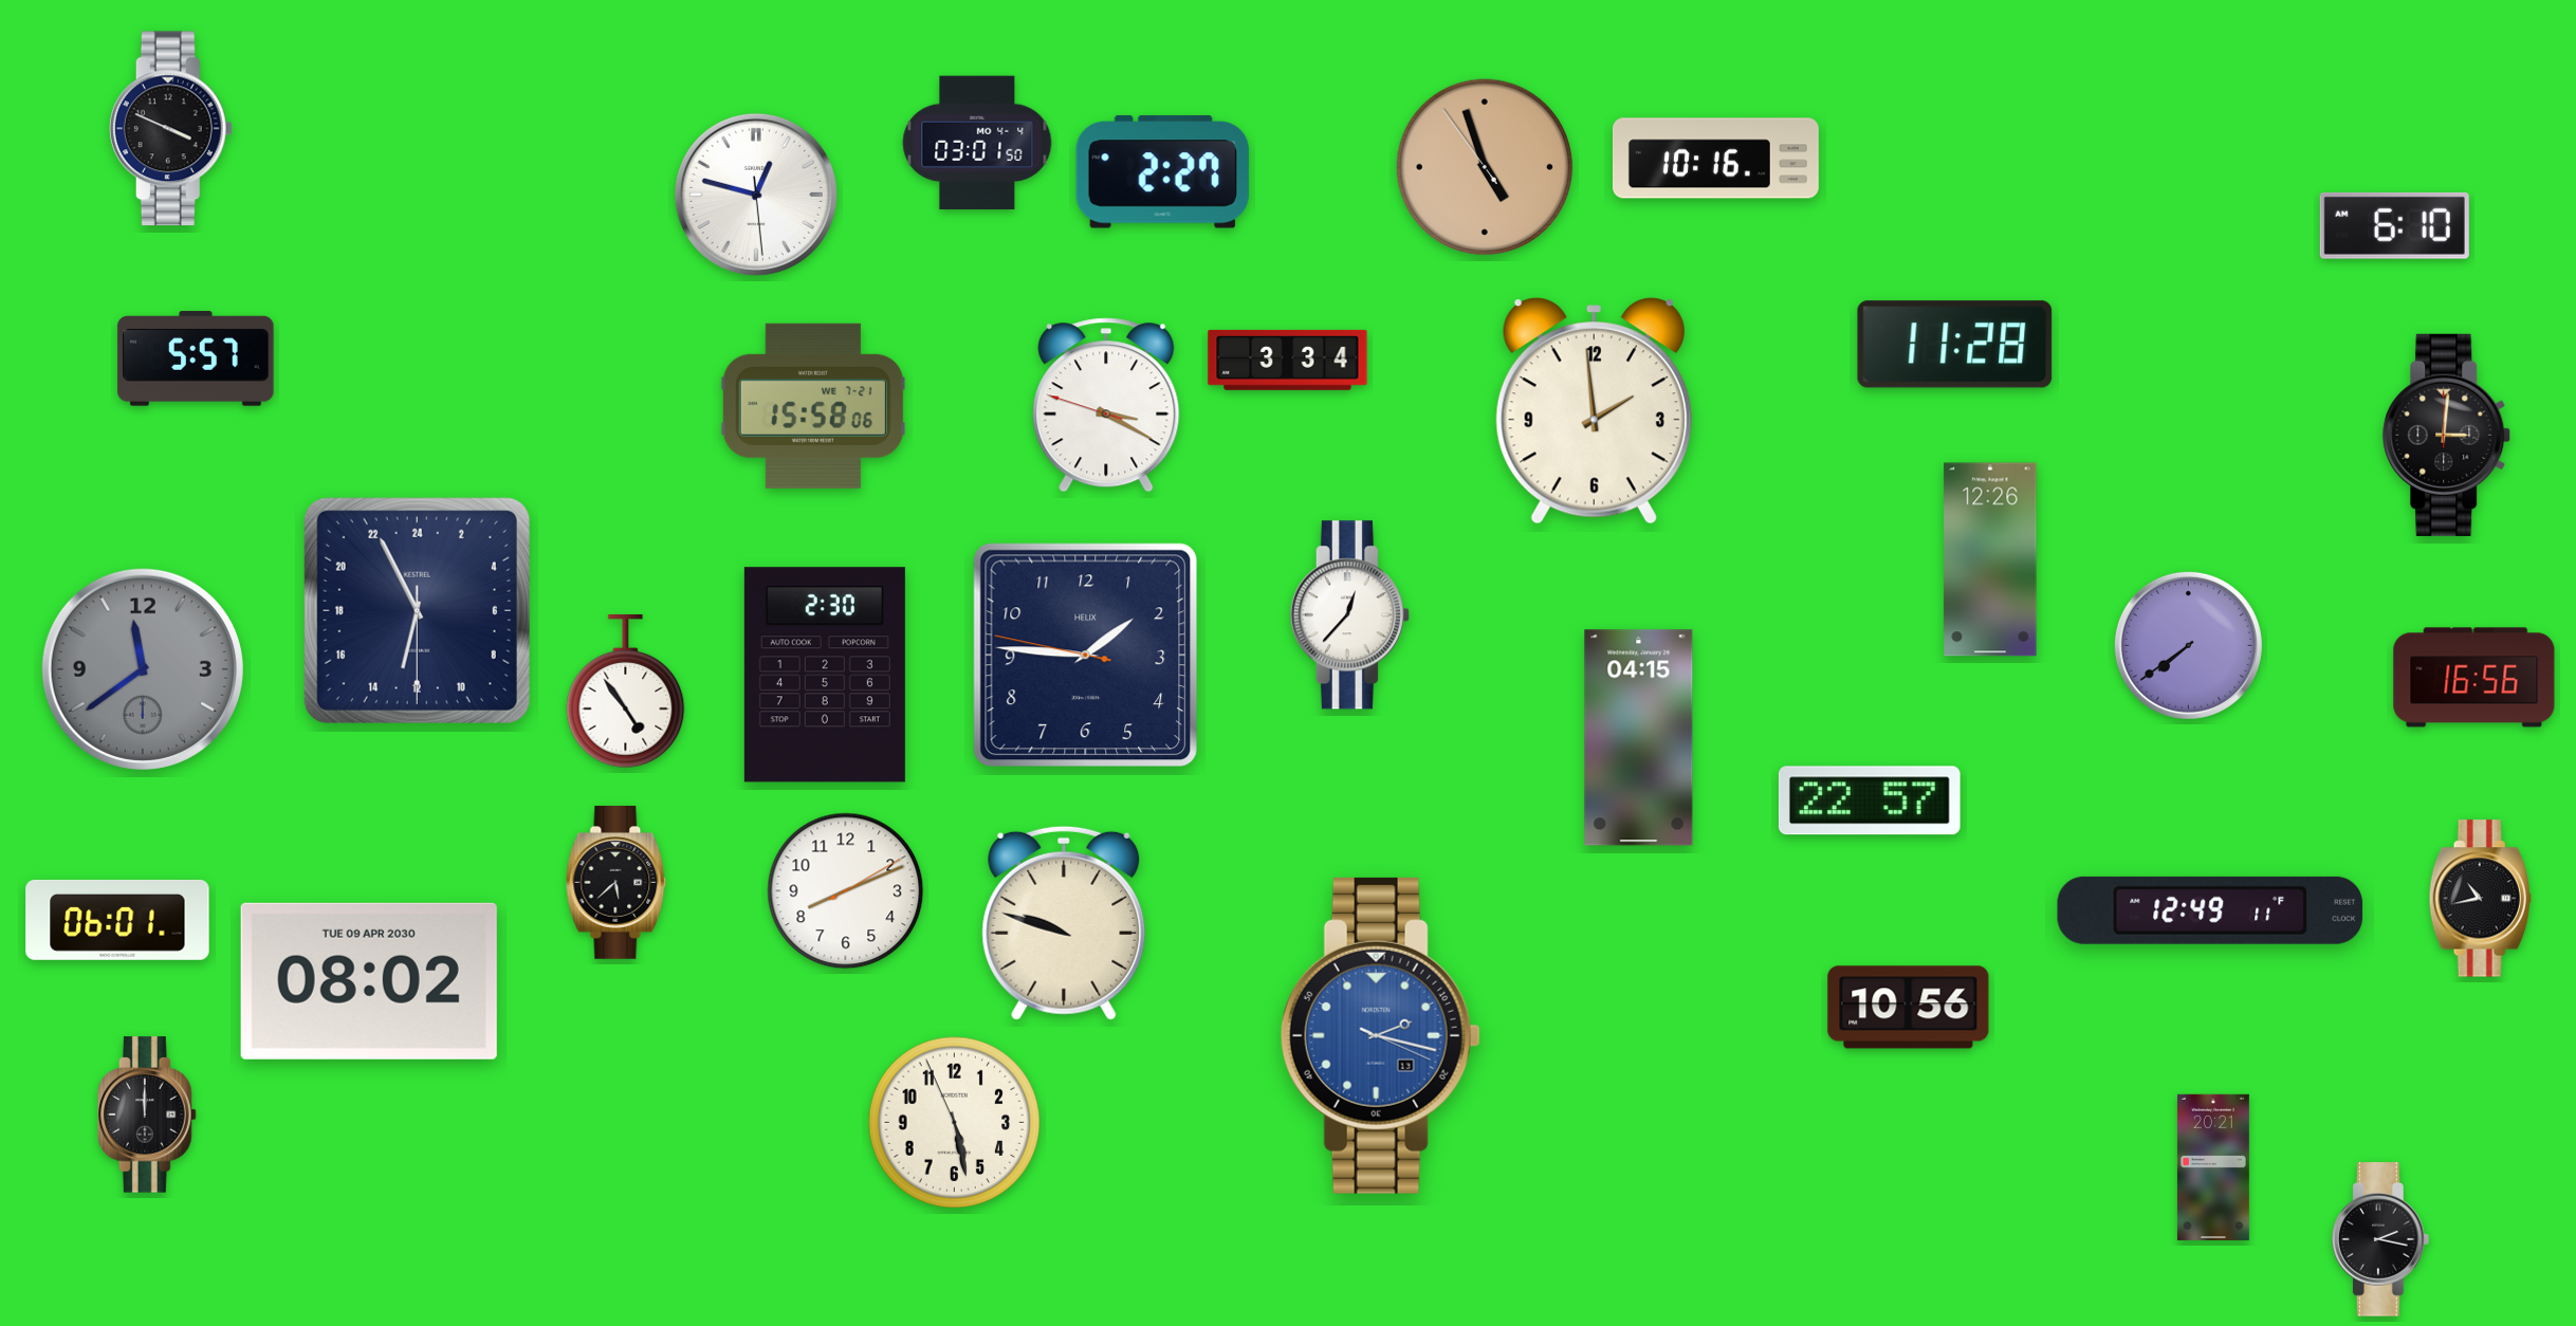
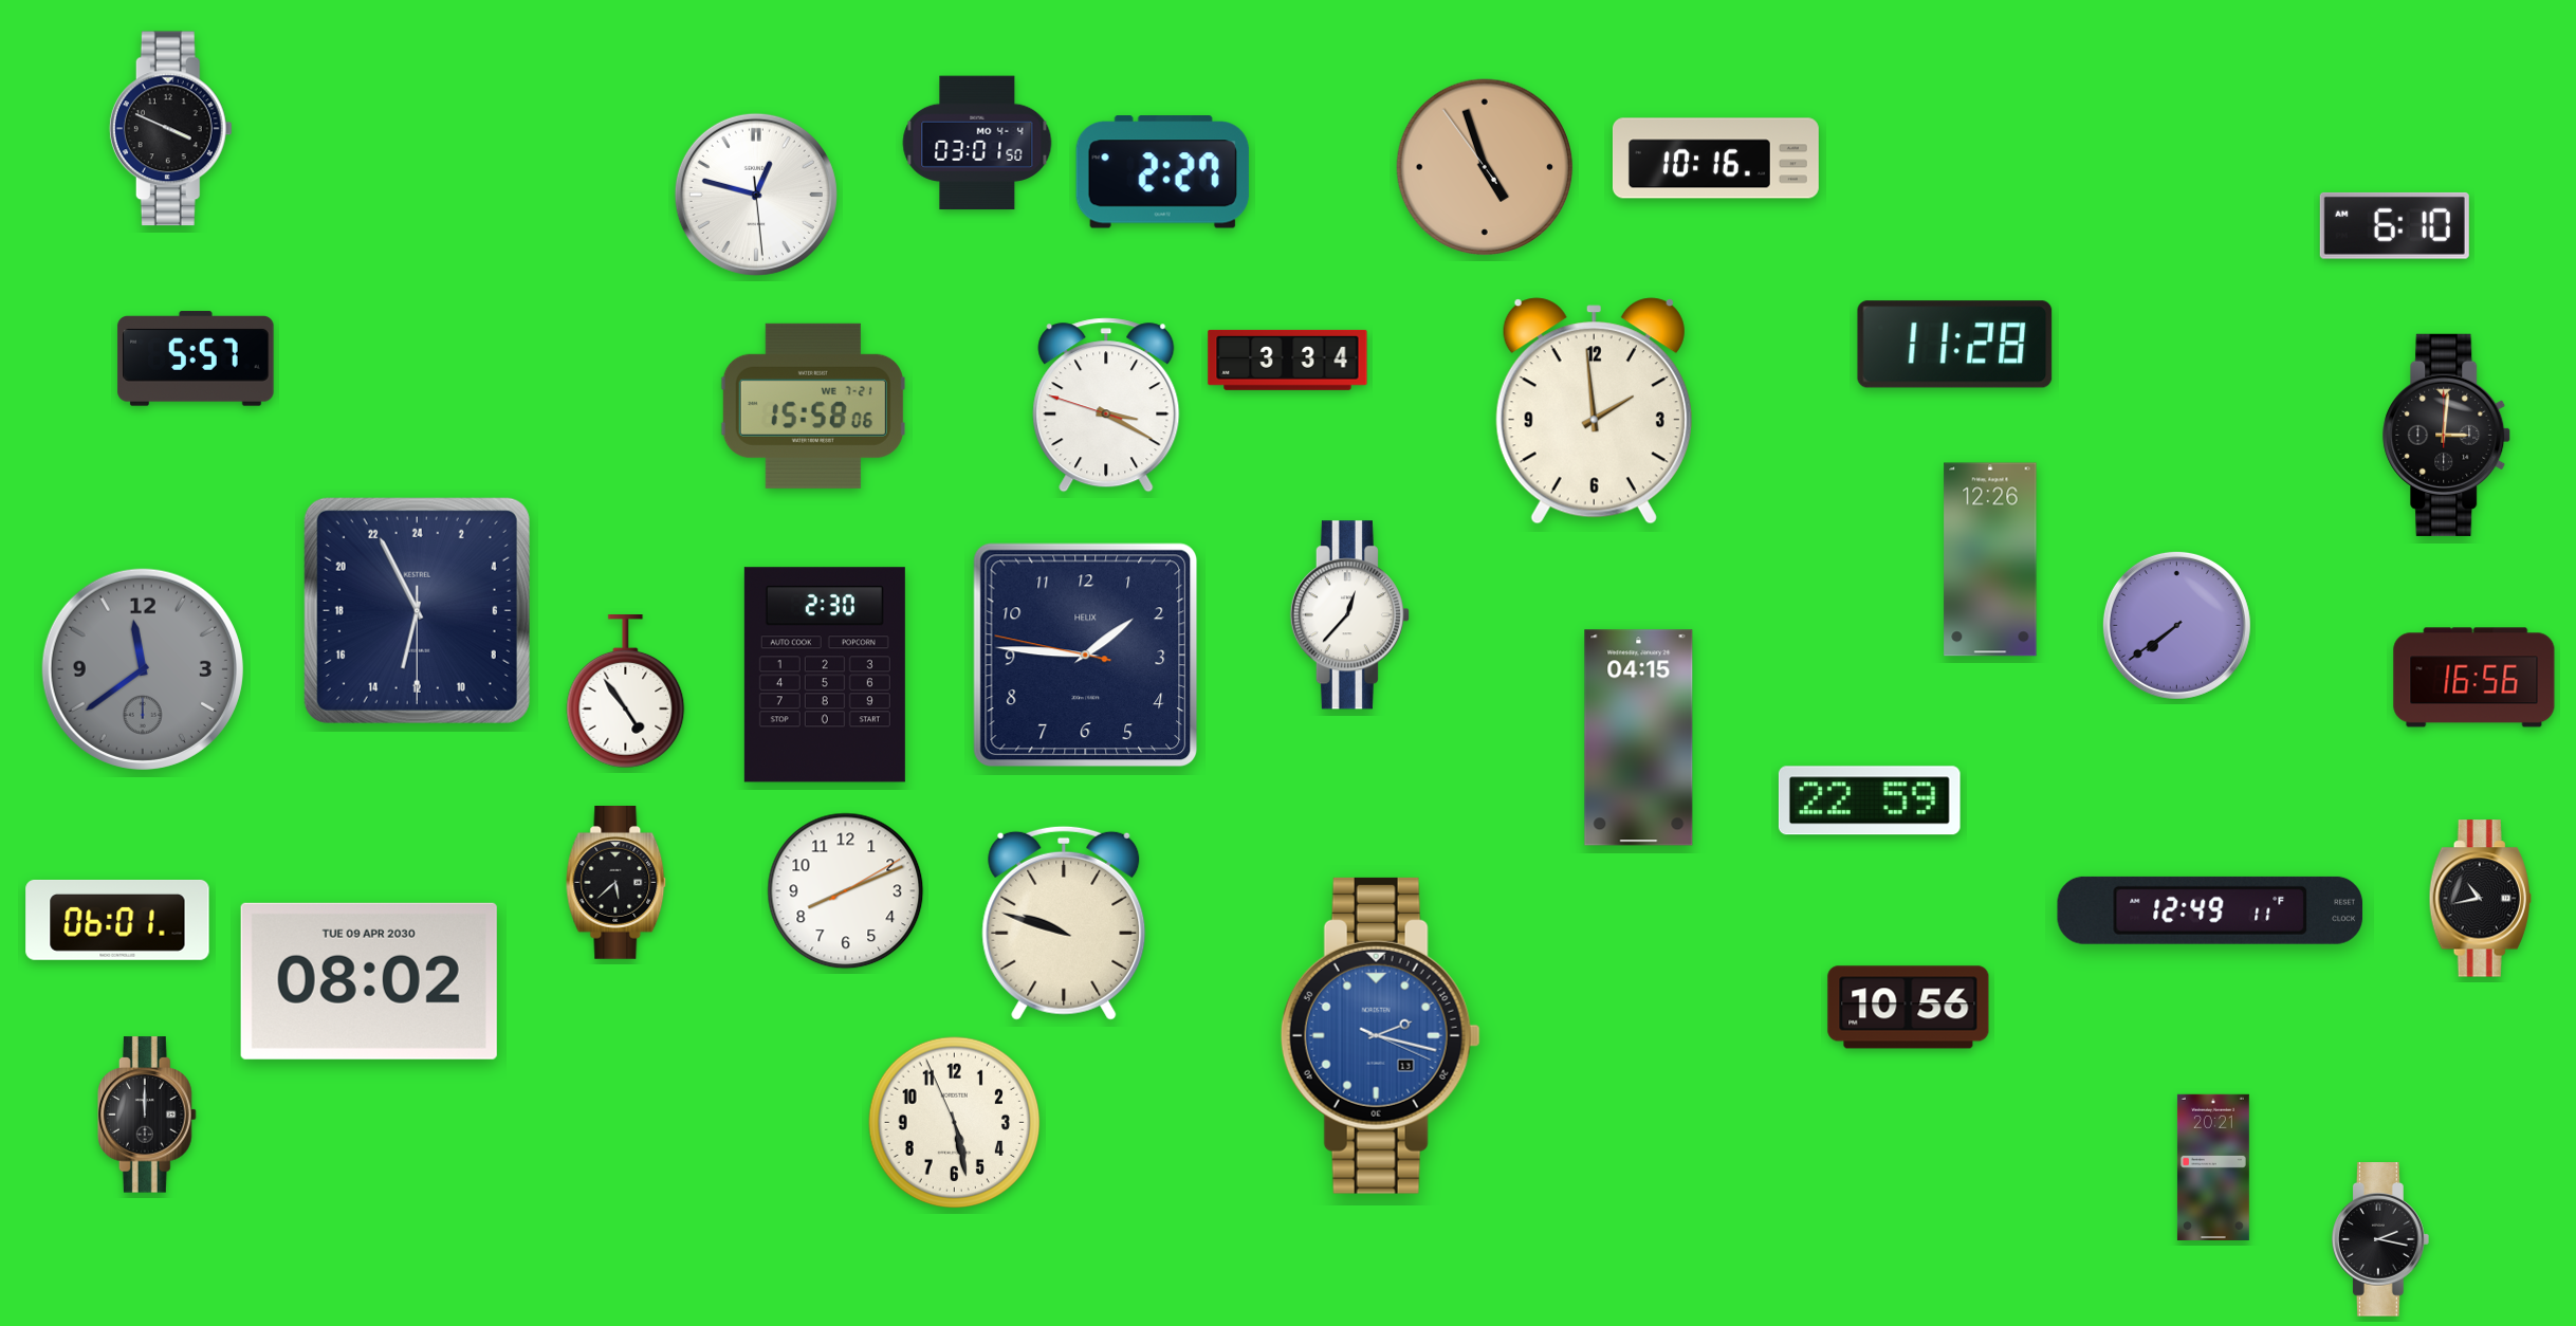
clock at (2188, 645) position: (2188, 645) -> (2176, 625)
clock at (1870, 800): 22:57 -> 22:59
